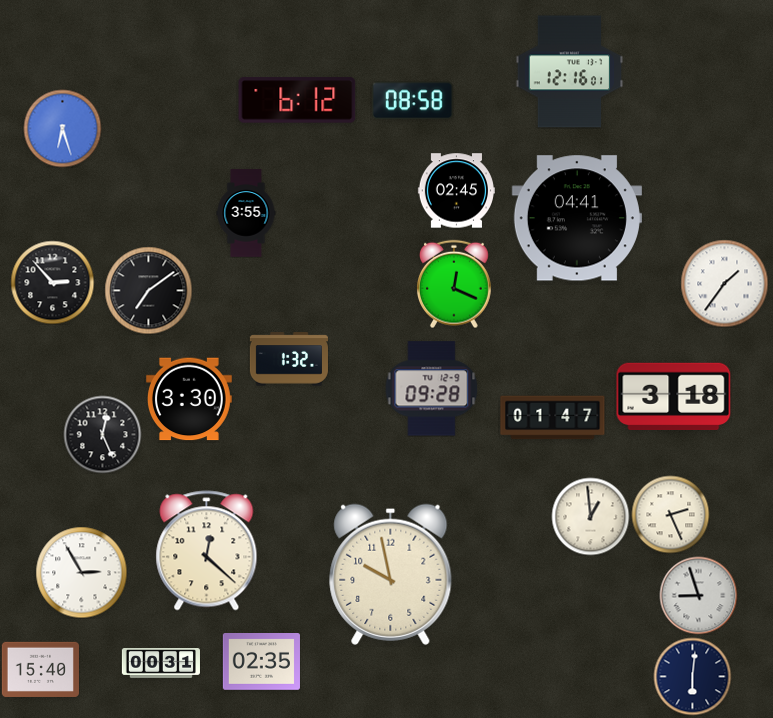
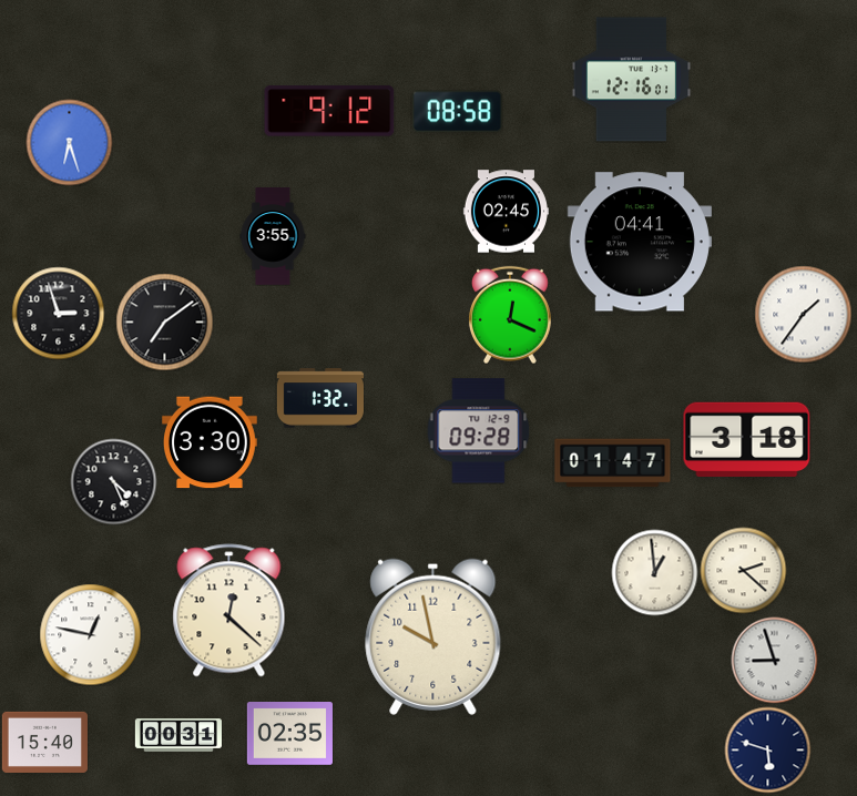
clock at (297, 100): 6:12 -> 9:12
clock at (52, 282): 2:53 -> 2:57
clock at (454, 284) position: (454, 284) -> (510, 315)
clock at (102, 434): 12:26 -> 4:26
clock at (670, 514): 2:26 -> 2:22
clock at (81, 572): 2:55 -> 12:47
clock at (692, 676): 6:01 -> 5:48
